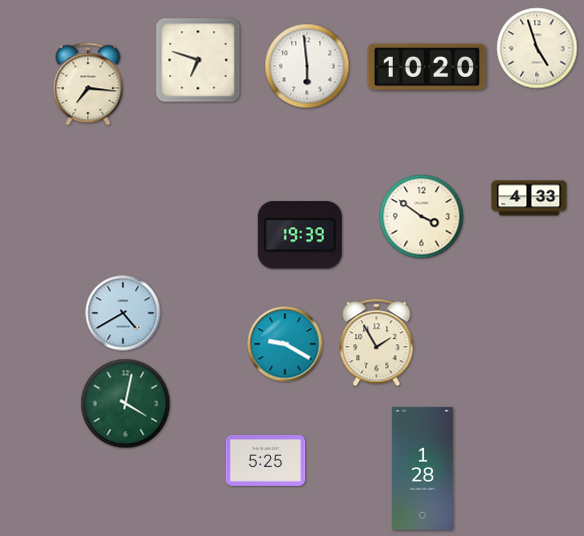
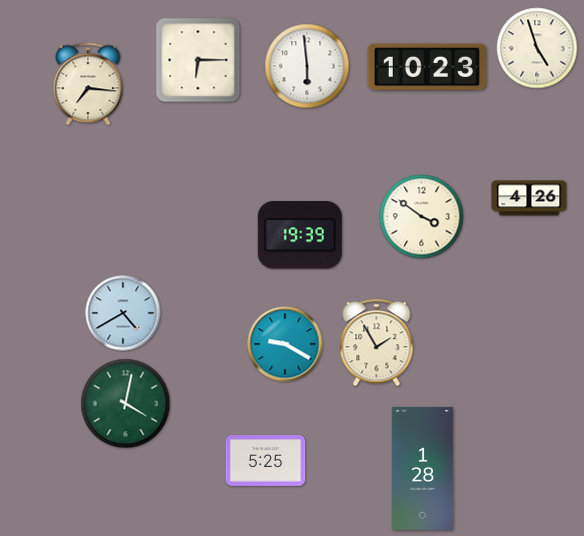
clock at (198, 60): 6:48 -> 6:15
clock at (427, 67): 10:20 -> 10:23
clock at (529, 198): 4:33 -> 4:26
